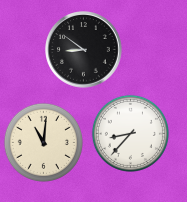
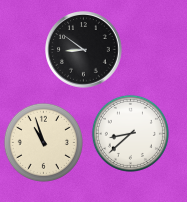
clock at (130, 133): 8:37 -> 8:38
clock at (43, 142): 11:01 -> 10:57
